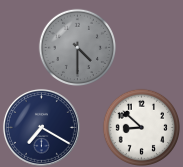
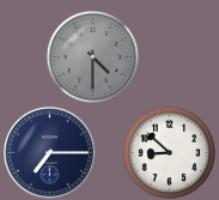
clock at (41, 127): 7:20 -> 7:15
